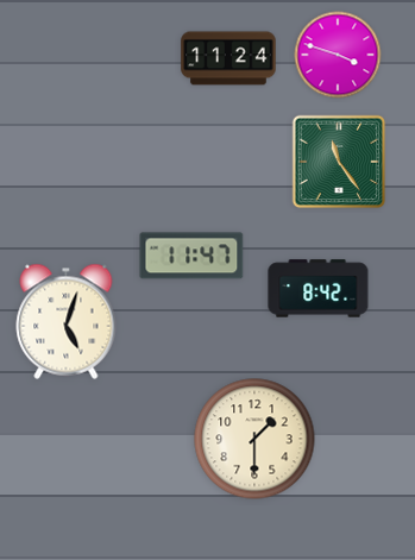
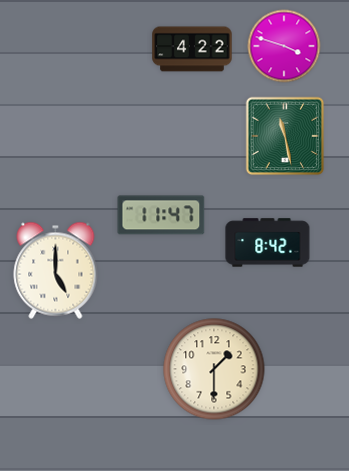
clock at (228, 58): 11:24 -> 4:22
clock at (339, 162): 11:24 -> 11:28
clock at (67, 321): 5:03 -> 5:00
